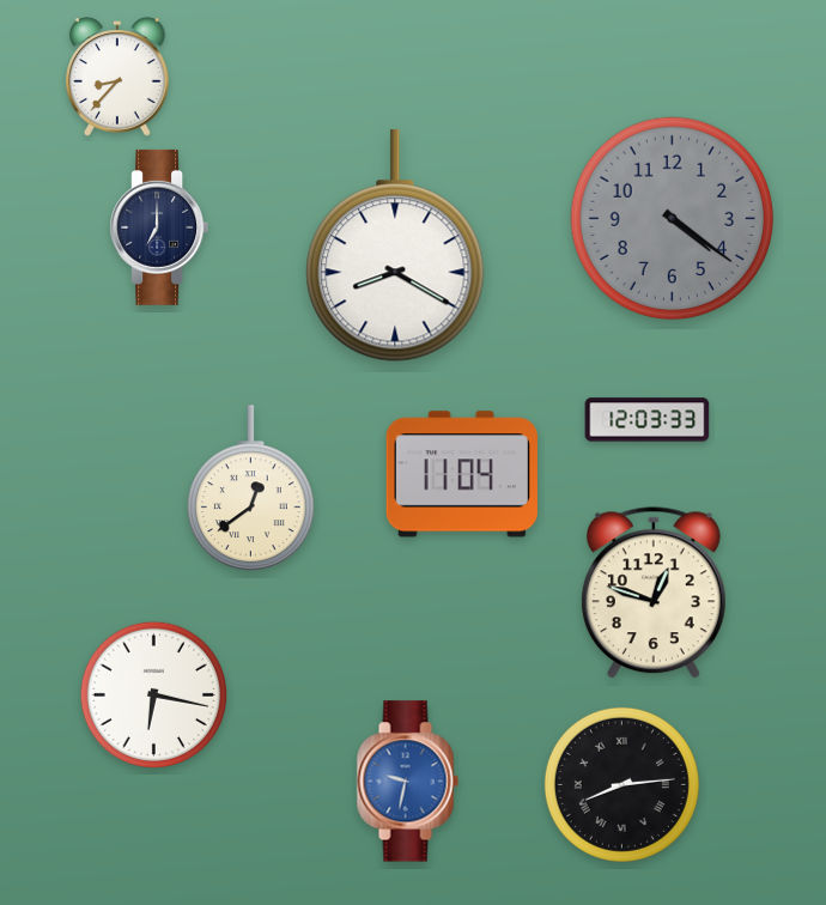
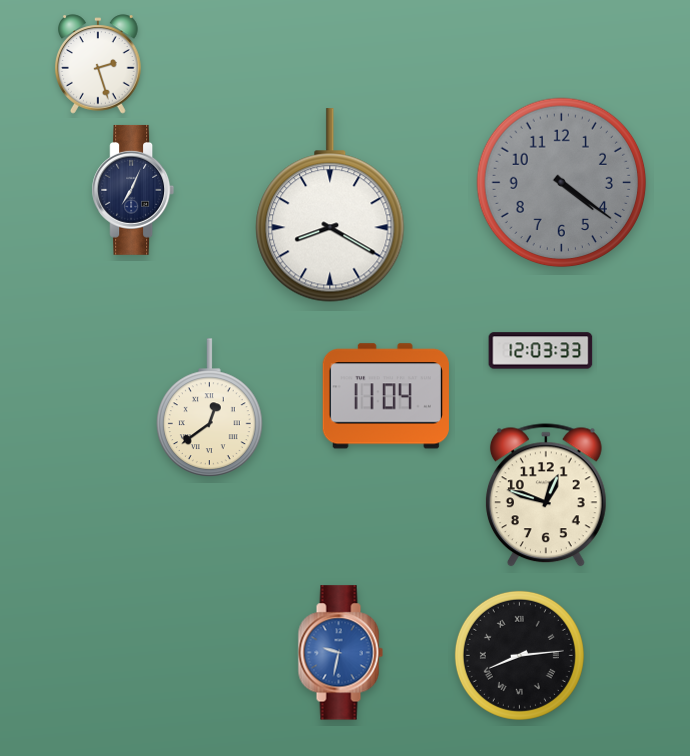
clock at (119, 77): 8:37 -> 2:27
clock at (159, 227): 7:00 -> 7:04
clock at (153, 694): 6:17 -> none
